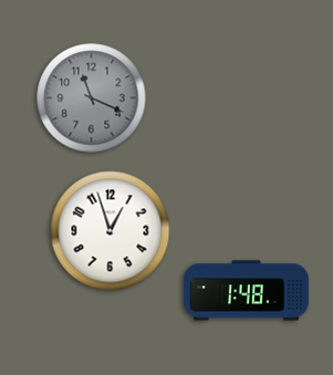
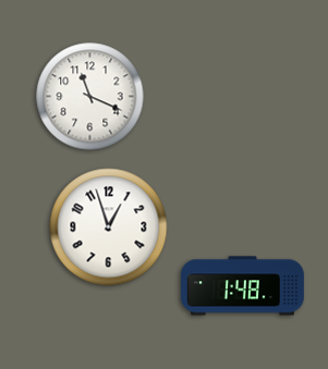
clock at (92, 98) dial: grey -> white
